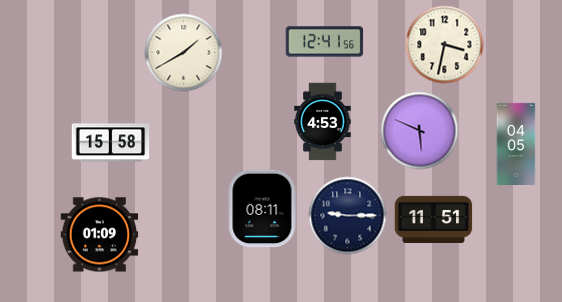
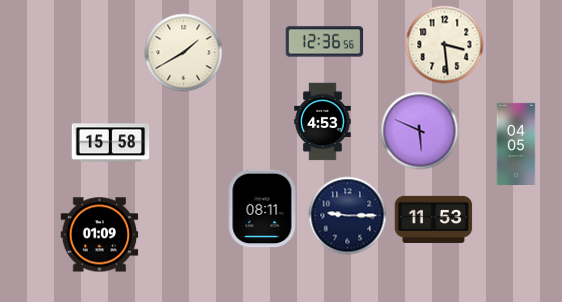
clock at (324, 42): 12:41 -> 12:36
clock at (444, 44): 3:32 -> 3:29
clock at (433, 219): 11:51 -> 11:53
